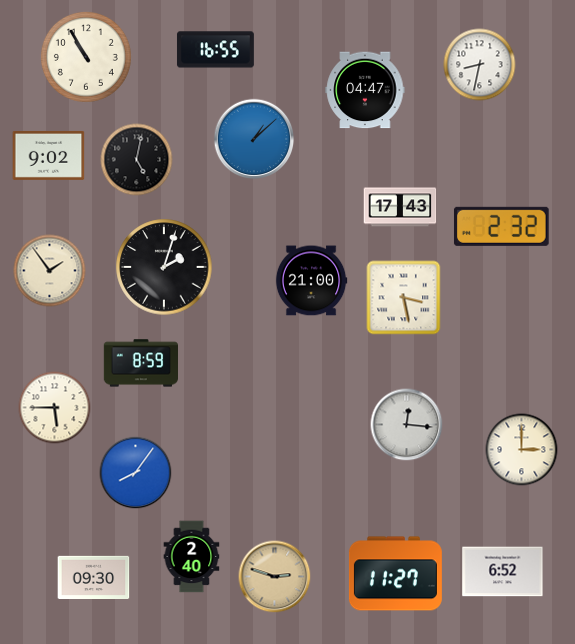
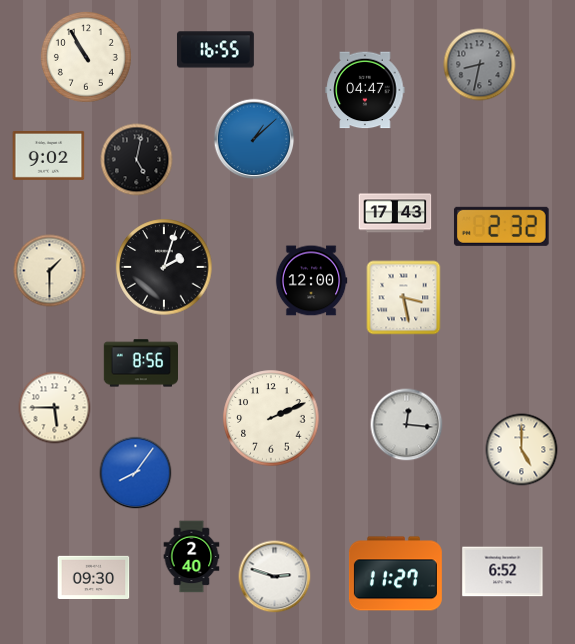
clock at (480, 65) dial: white -> grey
clock at (400, 207) position: (400, 207) -> (395, 213)
clock at (50, 271): 1:54 -> 1:30
clock at (311, 281): 21:00 -> 12:00
clock at (140, 363): 8:59 -> 8:56
clock at (271, 418): none -> 2:11
clock at (522, 450): 3:00 -> 5:00
clock at (275, 577) dial: champagne -> white
